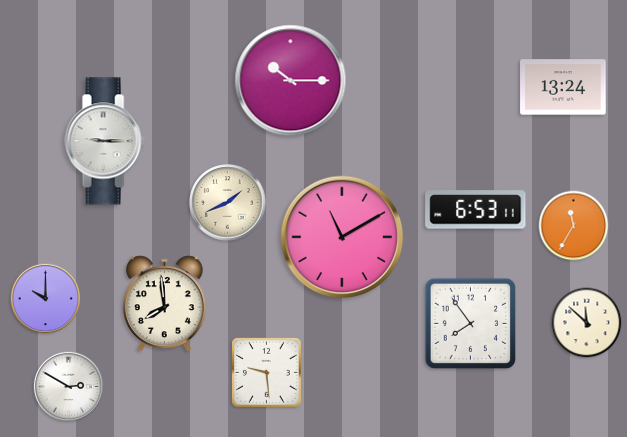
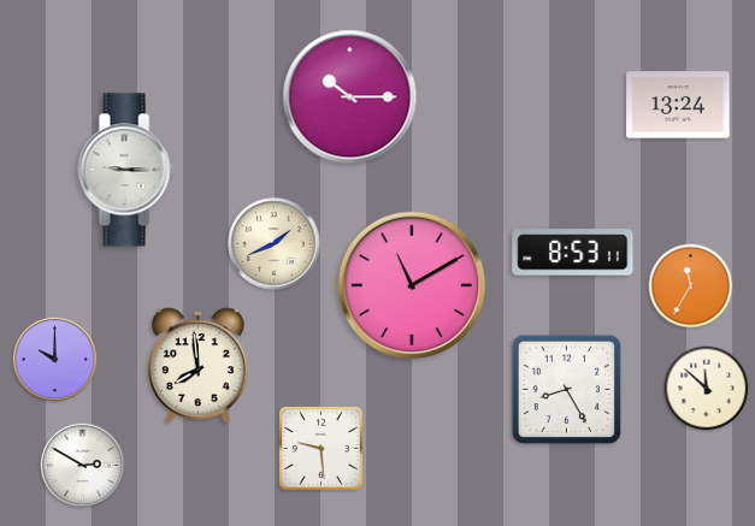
clock at (476, 210): 6:53 -> 8:53
clock at (574, 226) position: (574, 226) -> (691, 286)
clock at (471, 324): 7:54 -> 8:25
